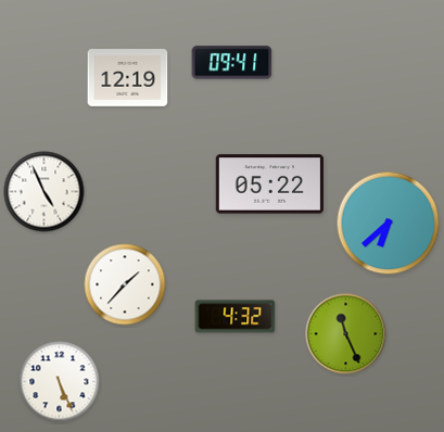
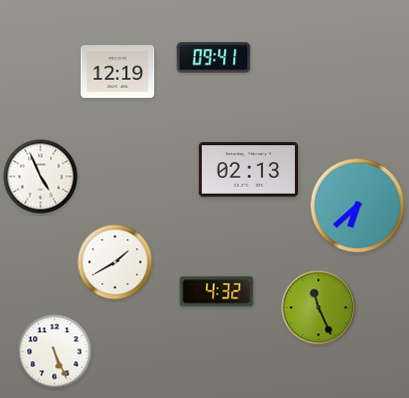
clock at (269, 185): 05:22 -> 02:13
clock at (125, 284): 1:37 -> 1:40
